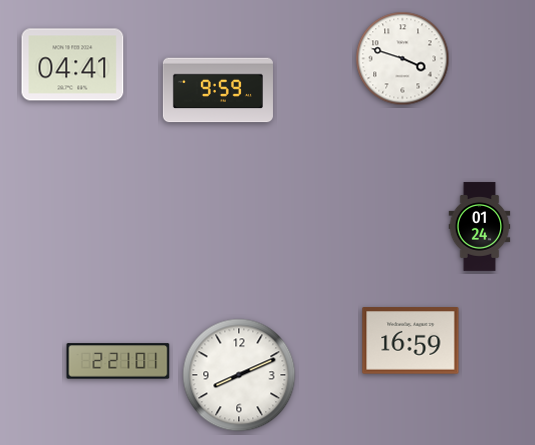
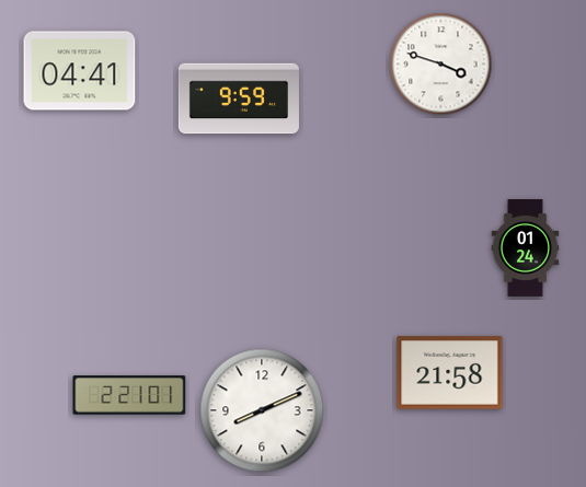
clock at (411, 341): 16:59 -> 21:58
